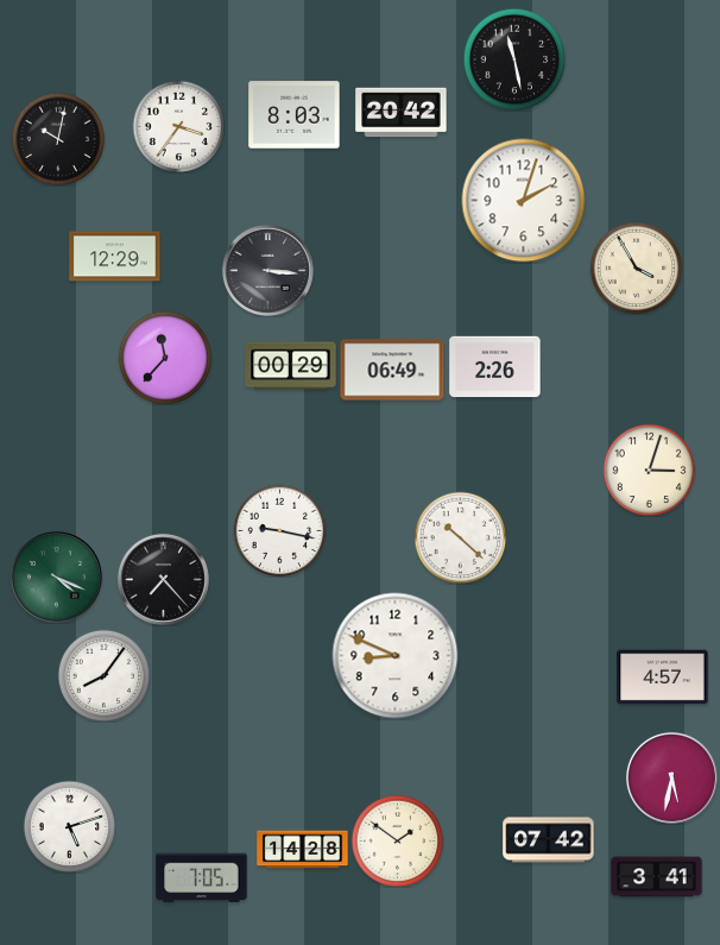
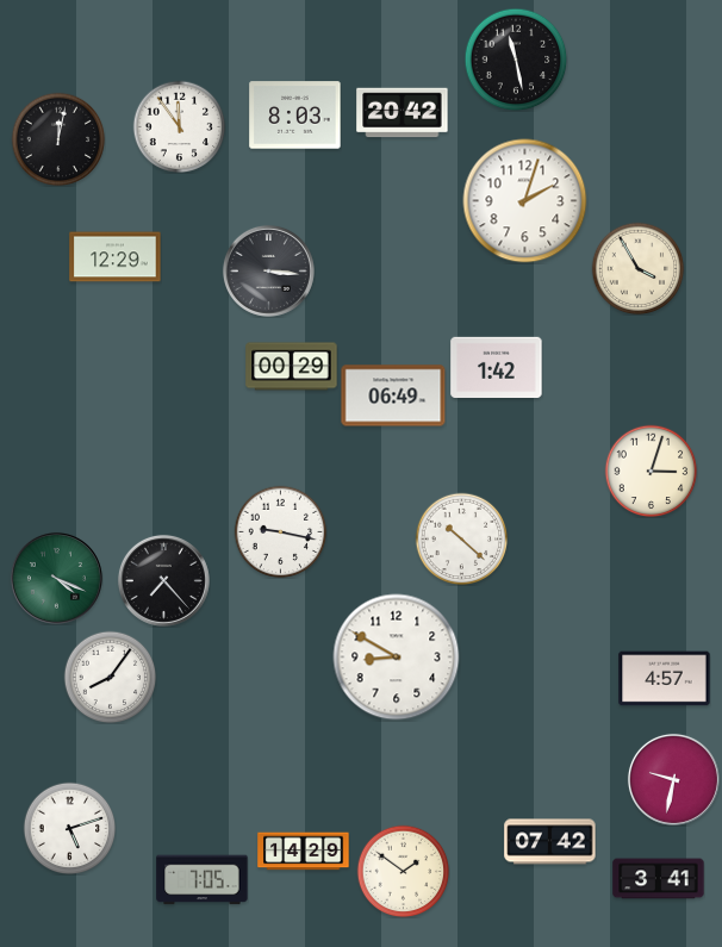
clock at (178, 126): 3:36 -> 11:54
clock at (58, 139): 10:02 -> 12:02
clock at (165, 358): 11:37 -> none
clock at (495, 366): 2:26 -> 1:42
clock at (392, 370) position: (392, 370) -> (393, 395)
clock at (396, 656): 8:49 -> 8:50
clock at (103, 675) position: (103, 675) -> (110, 677)
clock at (671, 777): 5:32 -> 9:32
clock at (397, 840) position: (397, 840) -> (403, 871)
clock at (303, 850): 14:28 -> 14:29
